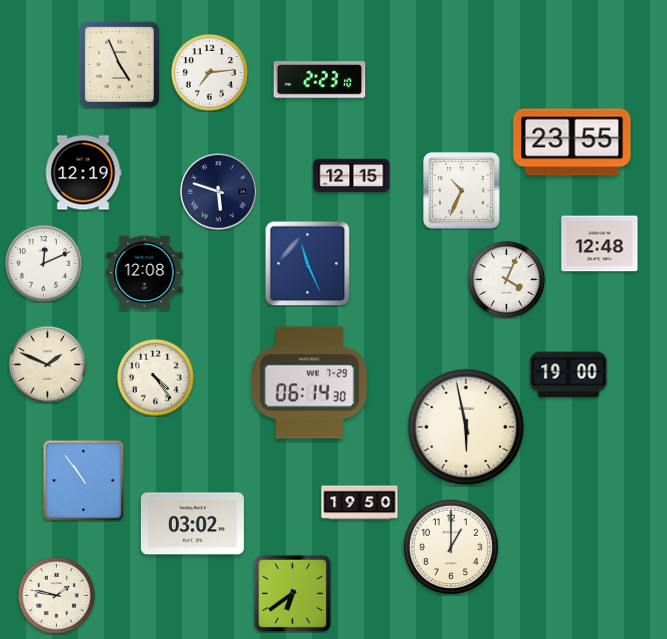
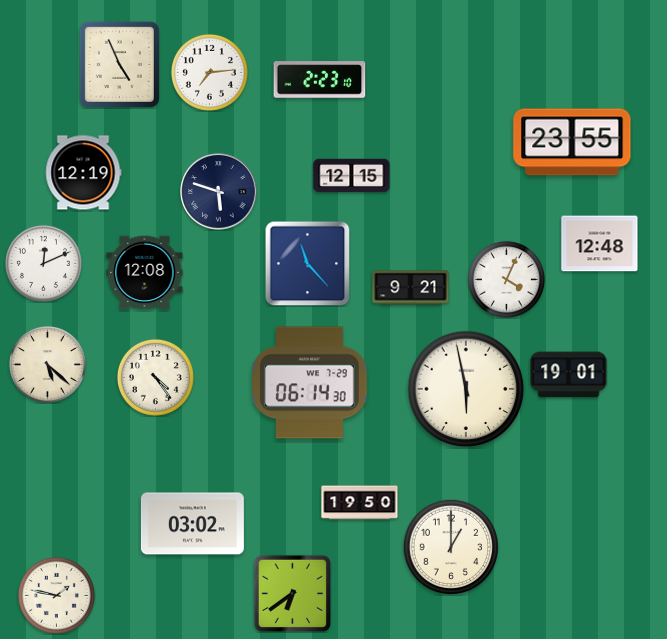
clock at (462, 191): 10:34 -> none
clock at (307, 263): 11:26 -> 11:23
clock at (411, 288): none -> 9:21
clock at (47, 364): 1:49 -> 5:22
clock at (569, 375): 19:00 -> 19:01
clock at (466, 427) position: (466, 427) -> (466, 389)
clock at (83, 480): 10:54 -> none
